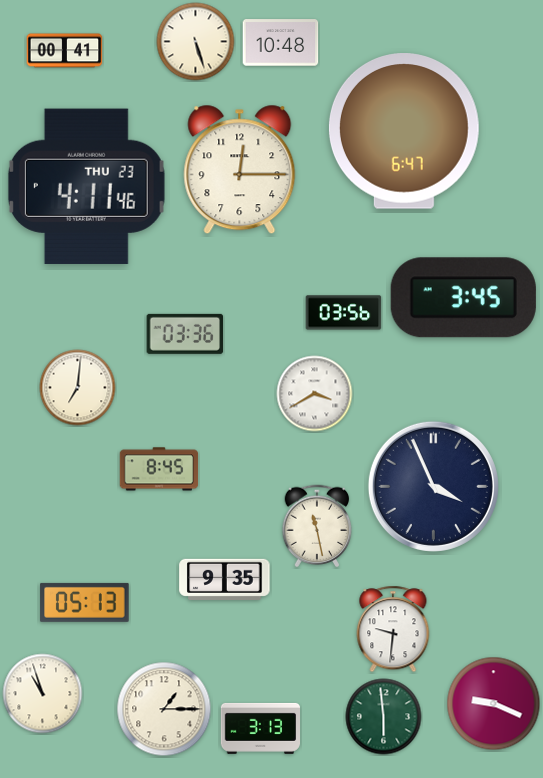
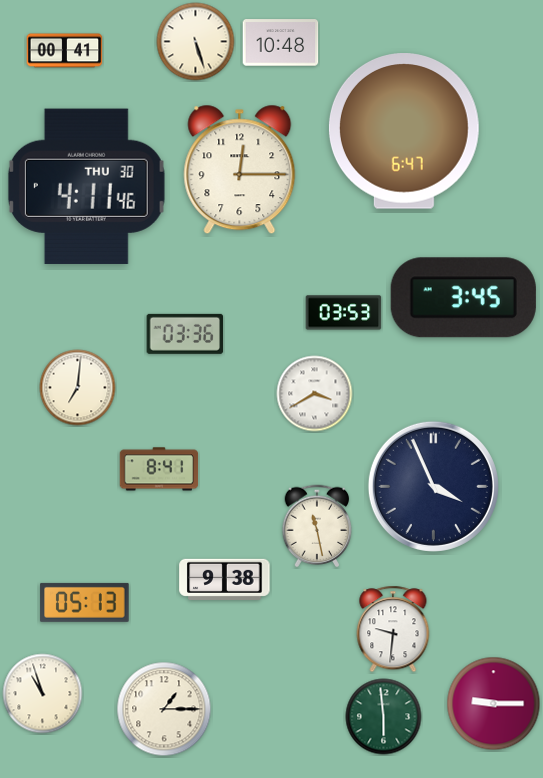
clock at (86, 186) date: THU 23 -> THU 30
clock at (344, 313): 03:56 -> 03:53
clock at (159, 469): 8:45 -> 8:41
clock at (225, 579): 9:35 -> 9:38
clock at (494, 704): 9:19 -> 9:15
clock at (260, 728): 3:13 -> none
